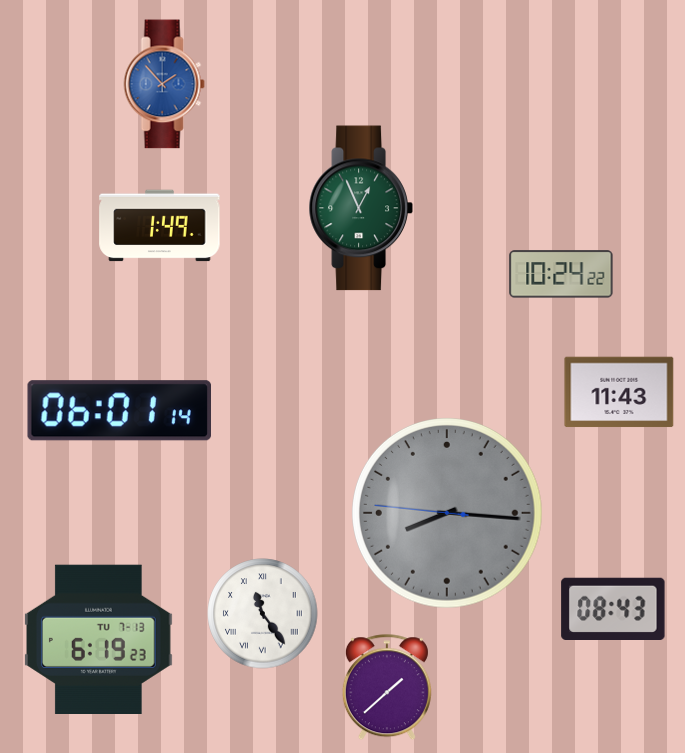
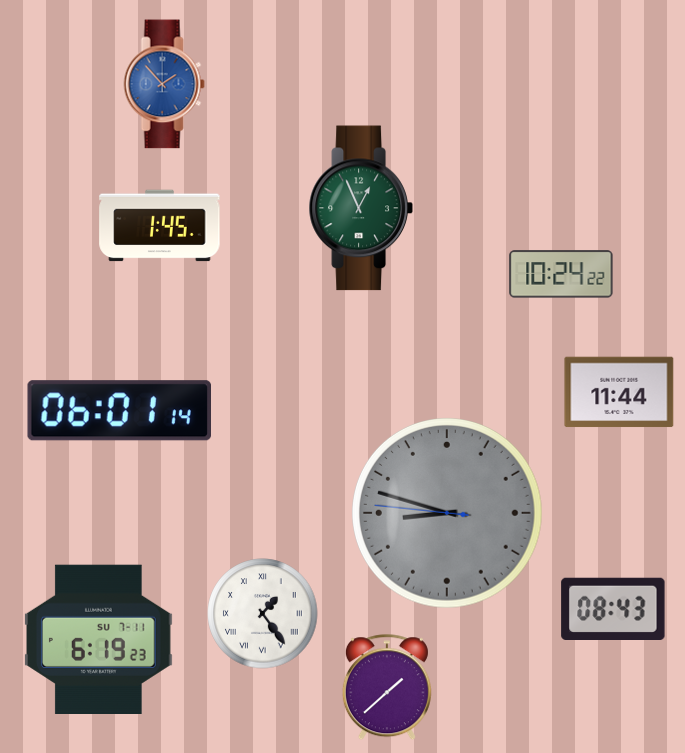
clock at (160, 226): 1:49 -> 1:45
clock at (619, 392): 11:43 -> 11:44
clock at (448, 514): 8:15 -> 8:47
clock at (263, 614): 11:24 -> 1:24
clock at (99, 639) date: TU 7-13 -> SU 7-11
